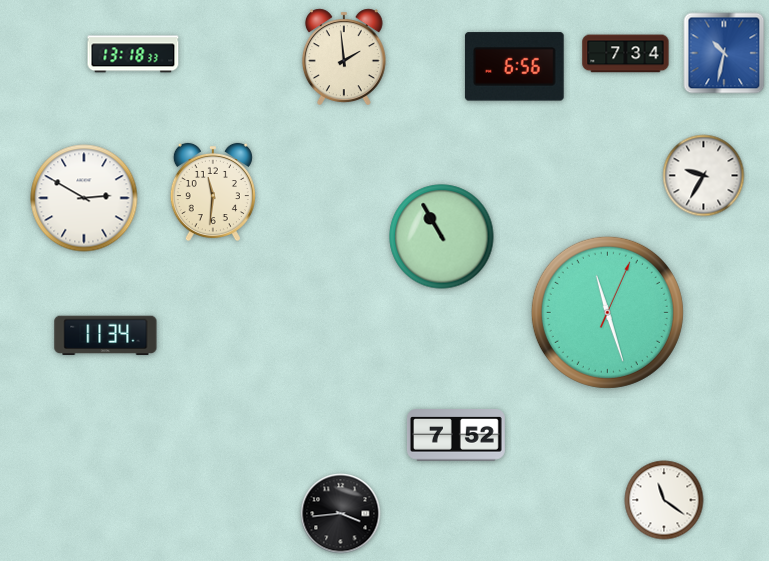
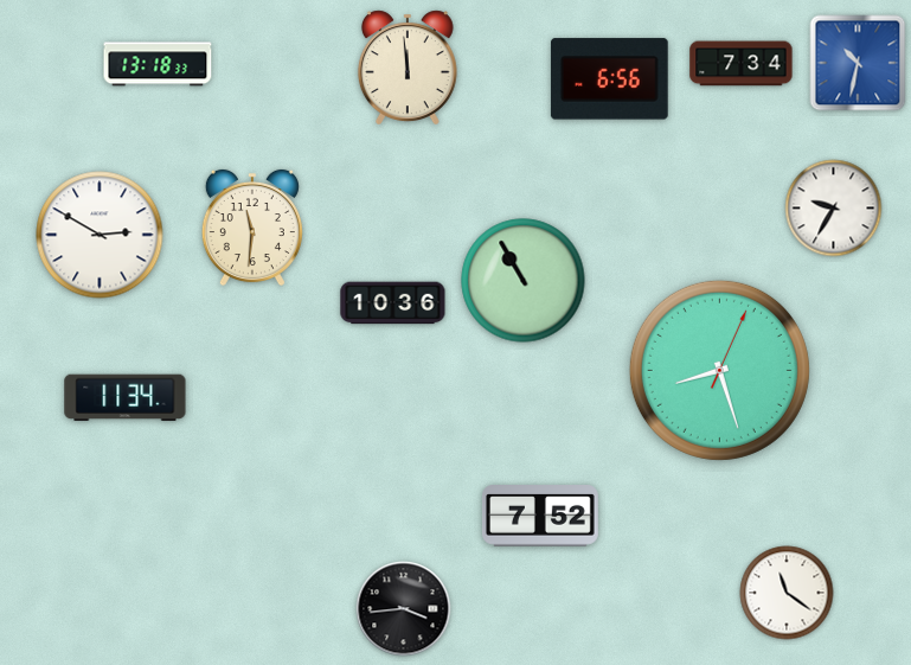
clock at (344, 56): 1:59 -> 11:59
clock at (393, 303): none -> 10:36
clock at (607, 312): 11:27 -> 8:27
